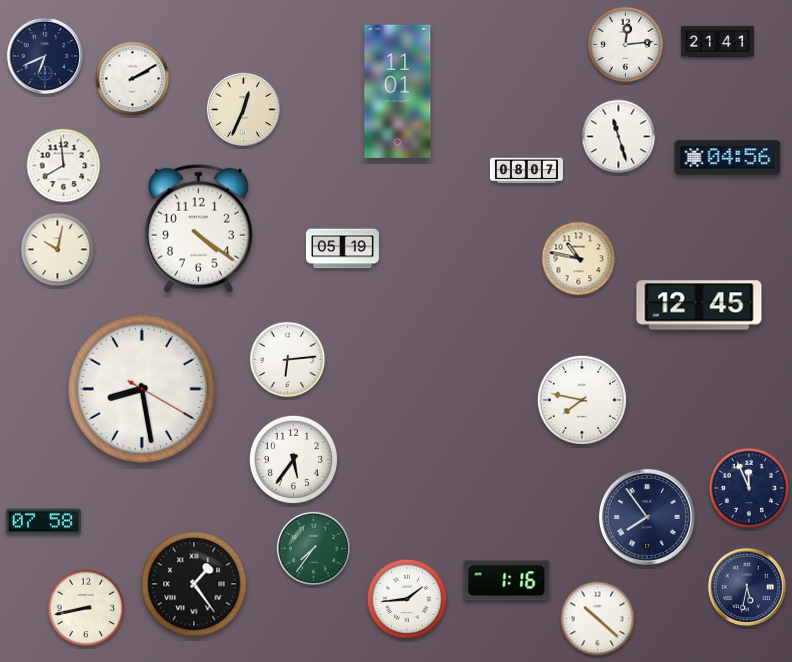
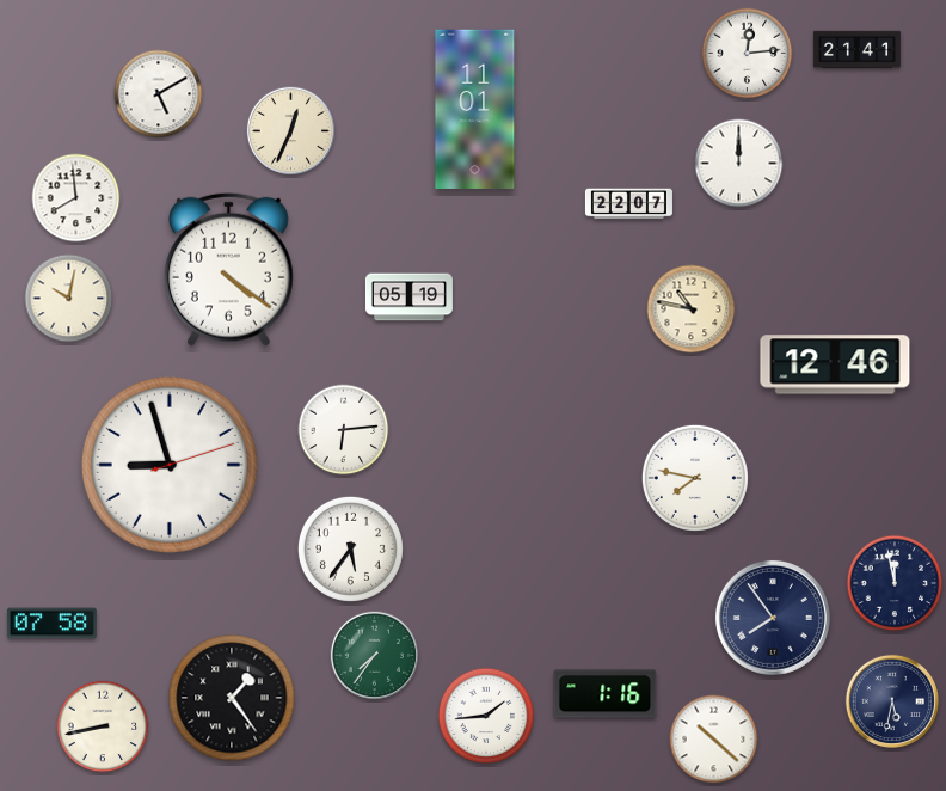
clock at (44, 55): 6:41 -> none
clock at (133, 79): 2:10 -> 5:10
clock at (619, 137): 11:27 -> 12:00
clock at (728, 158): 04:56 -> none
clock at (526, 171): 08:07 -> 22:07
clock at (198, 228) position: (198, 228) -> (228, 269)
clock at (699, 305): 12:45 -> 12:46
clock at (142, 389): 8:28 -> 8:57
clock at (749, 488): 11:56 -> 11:58
